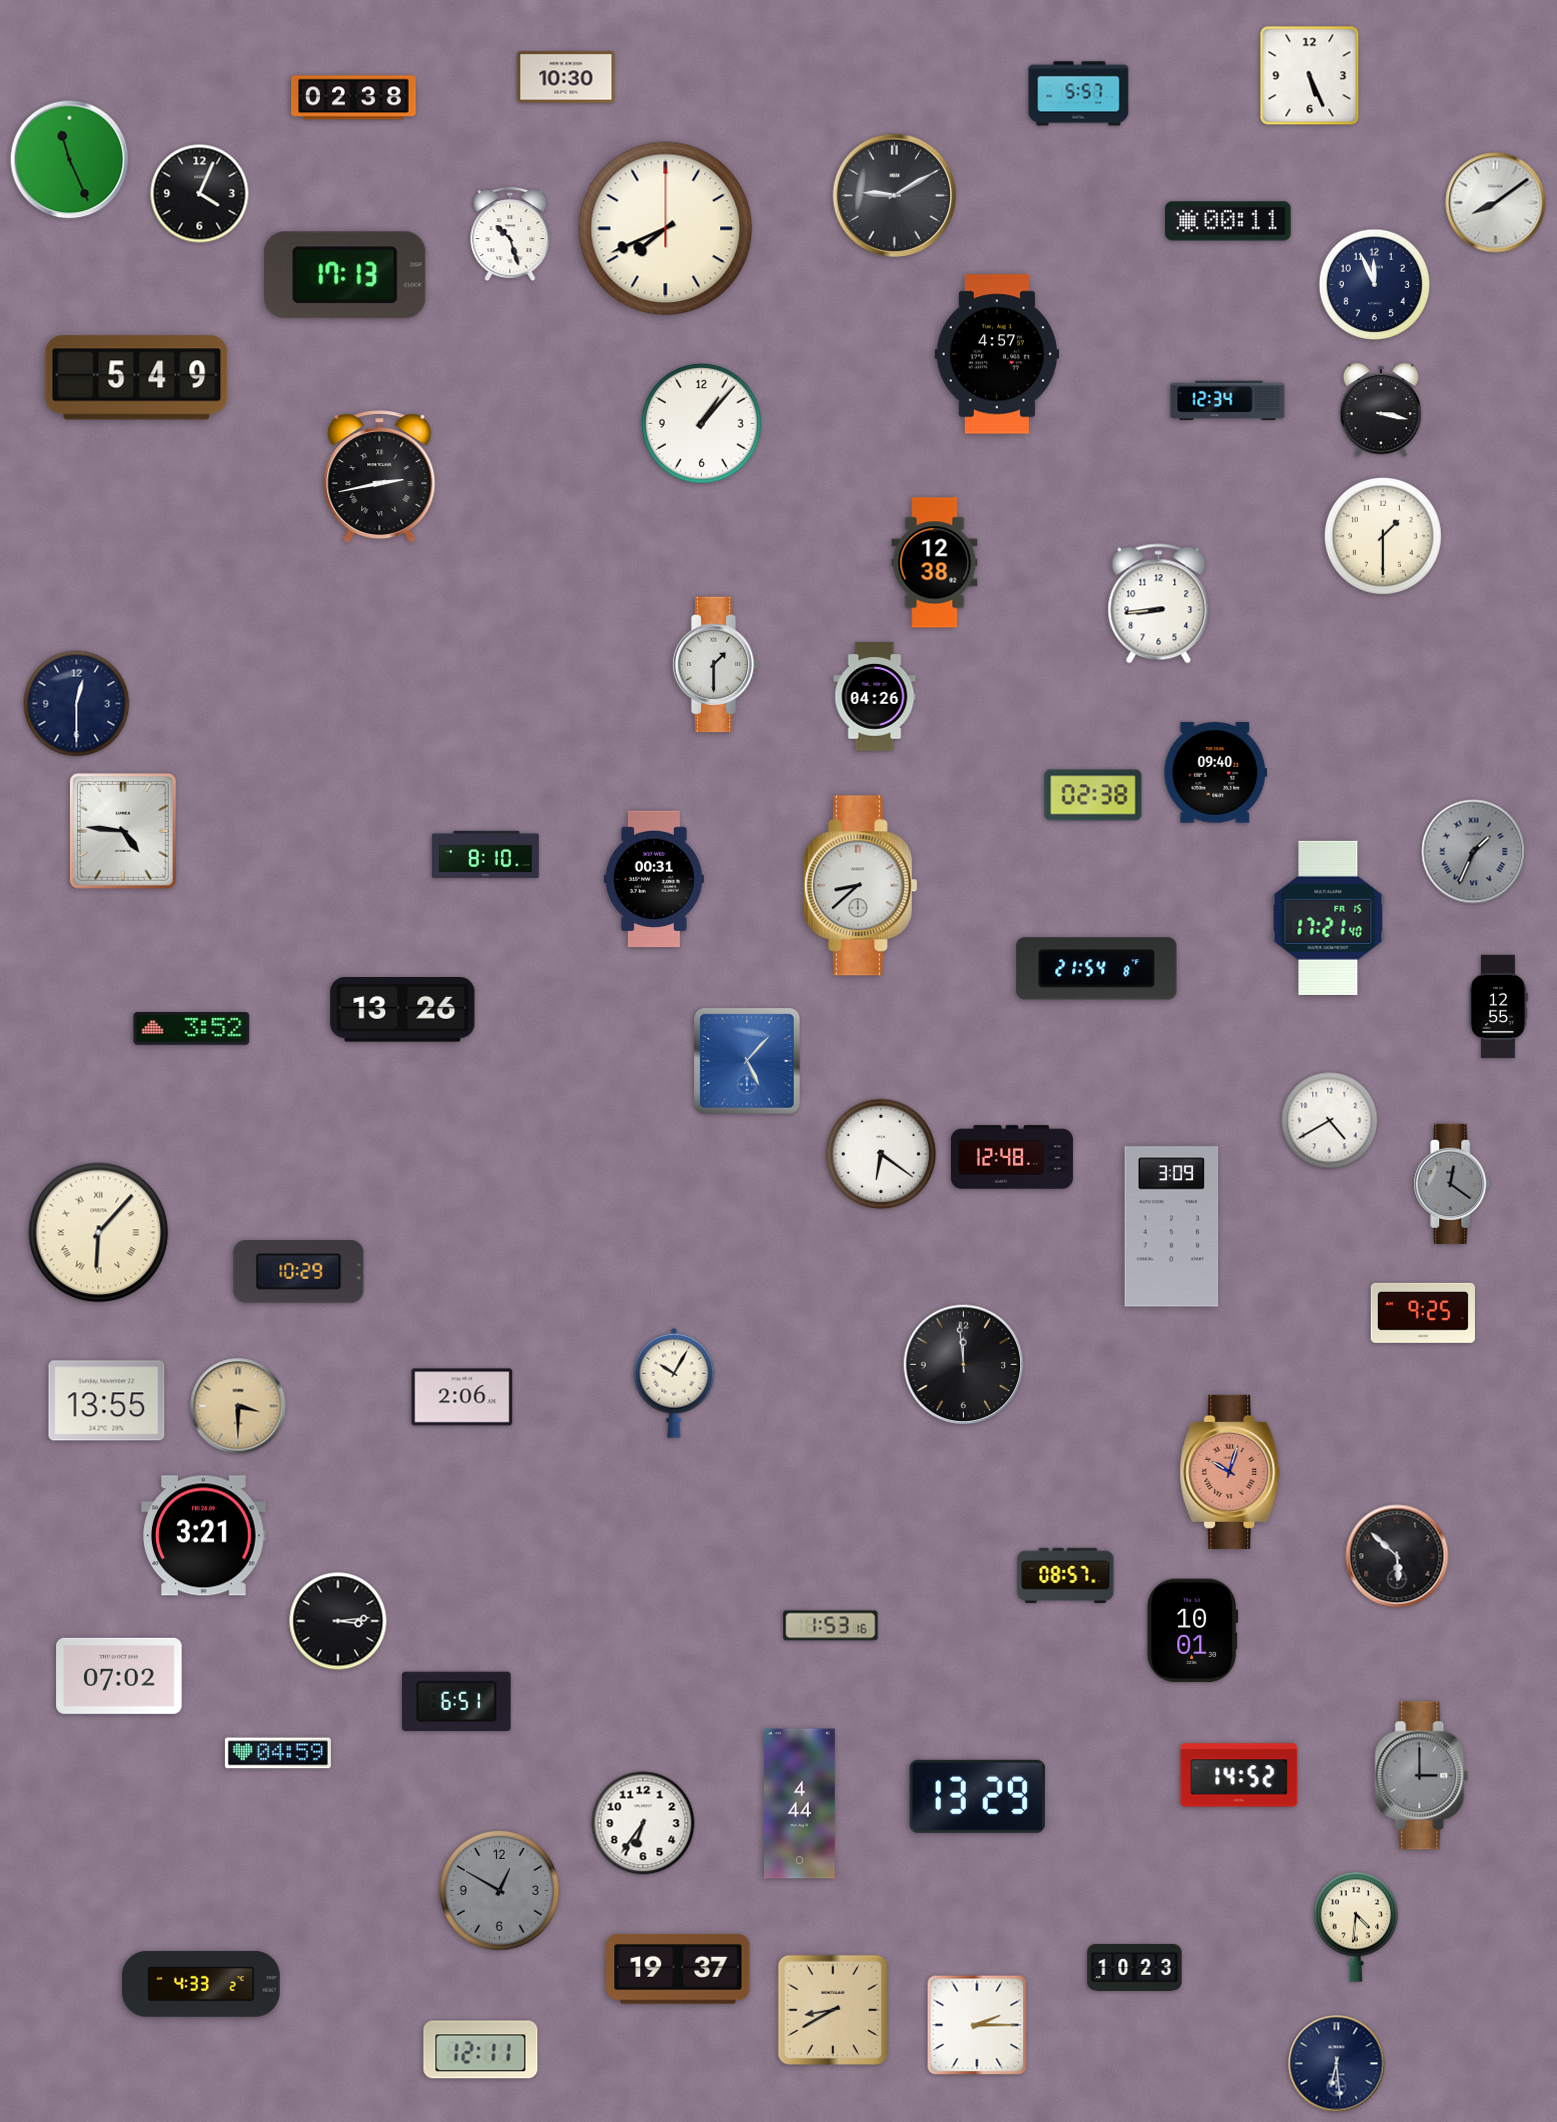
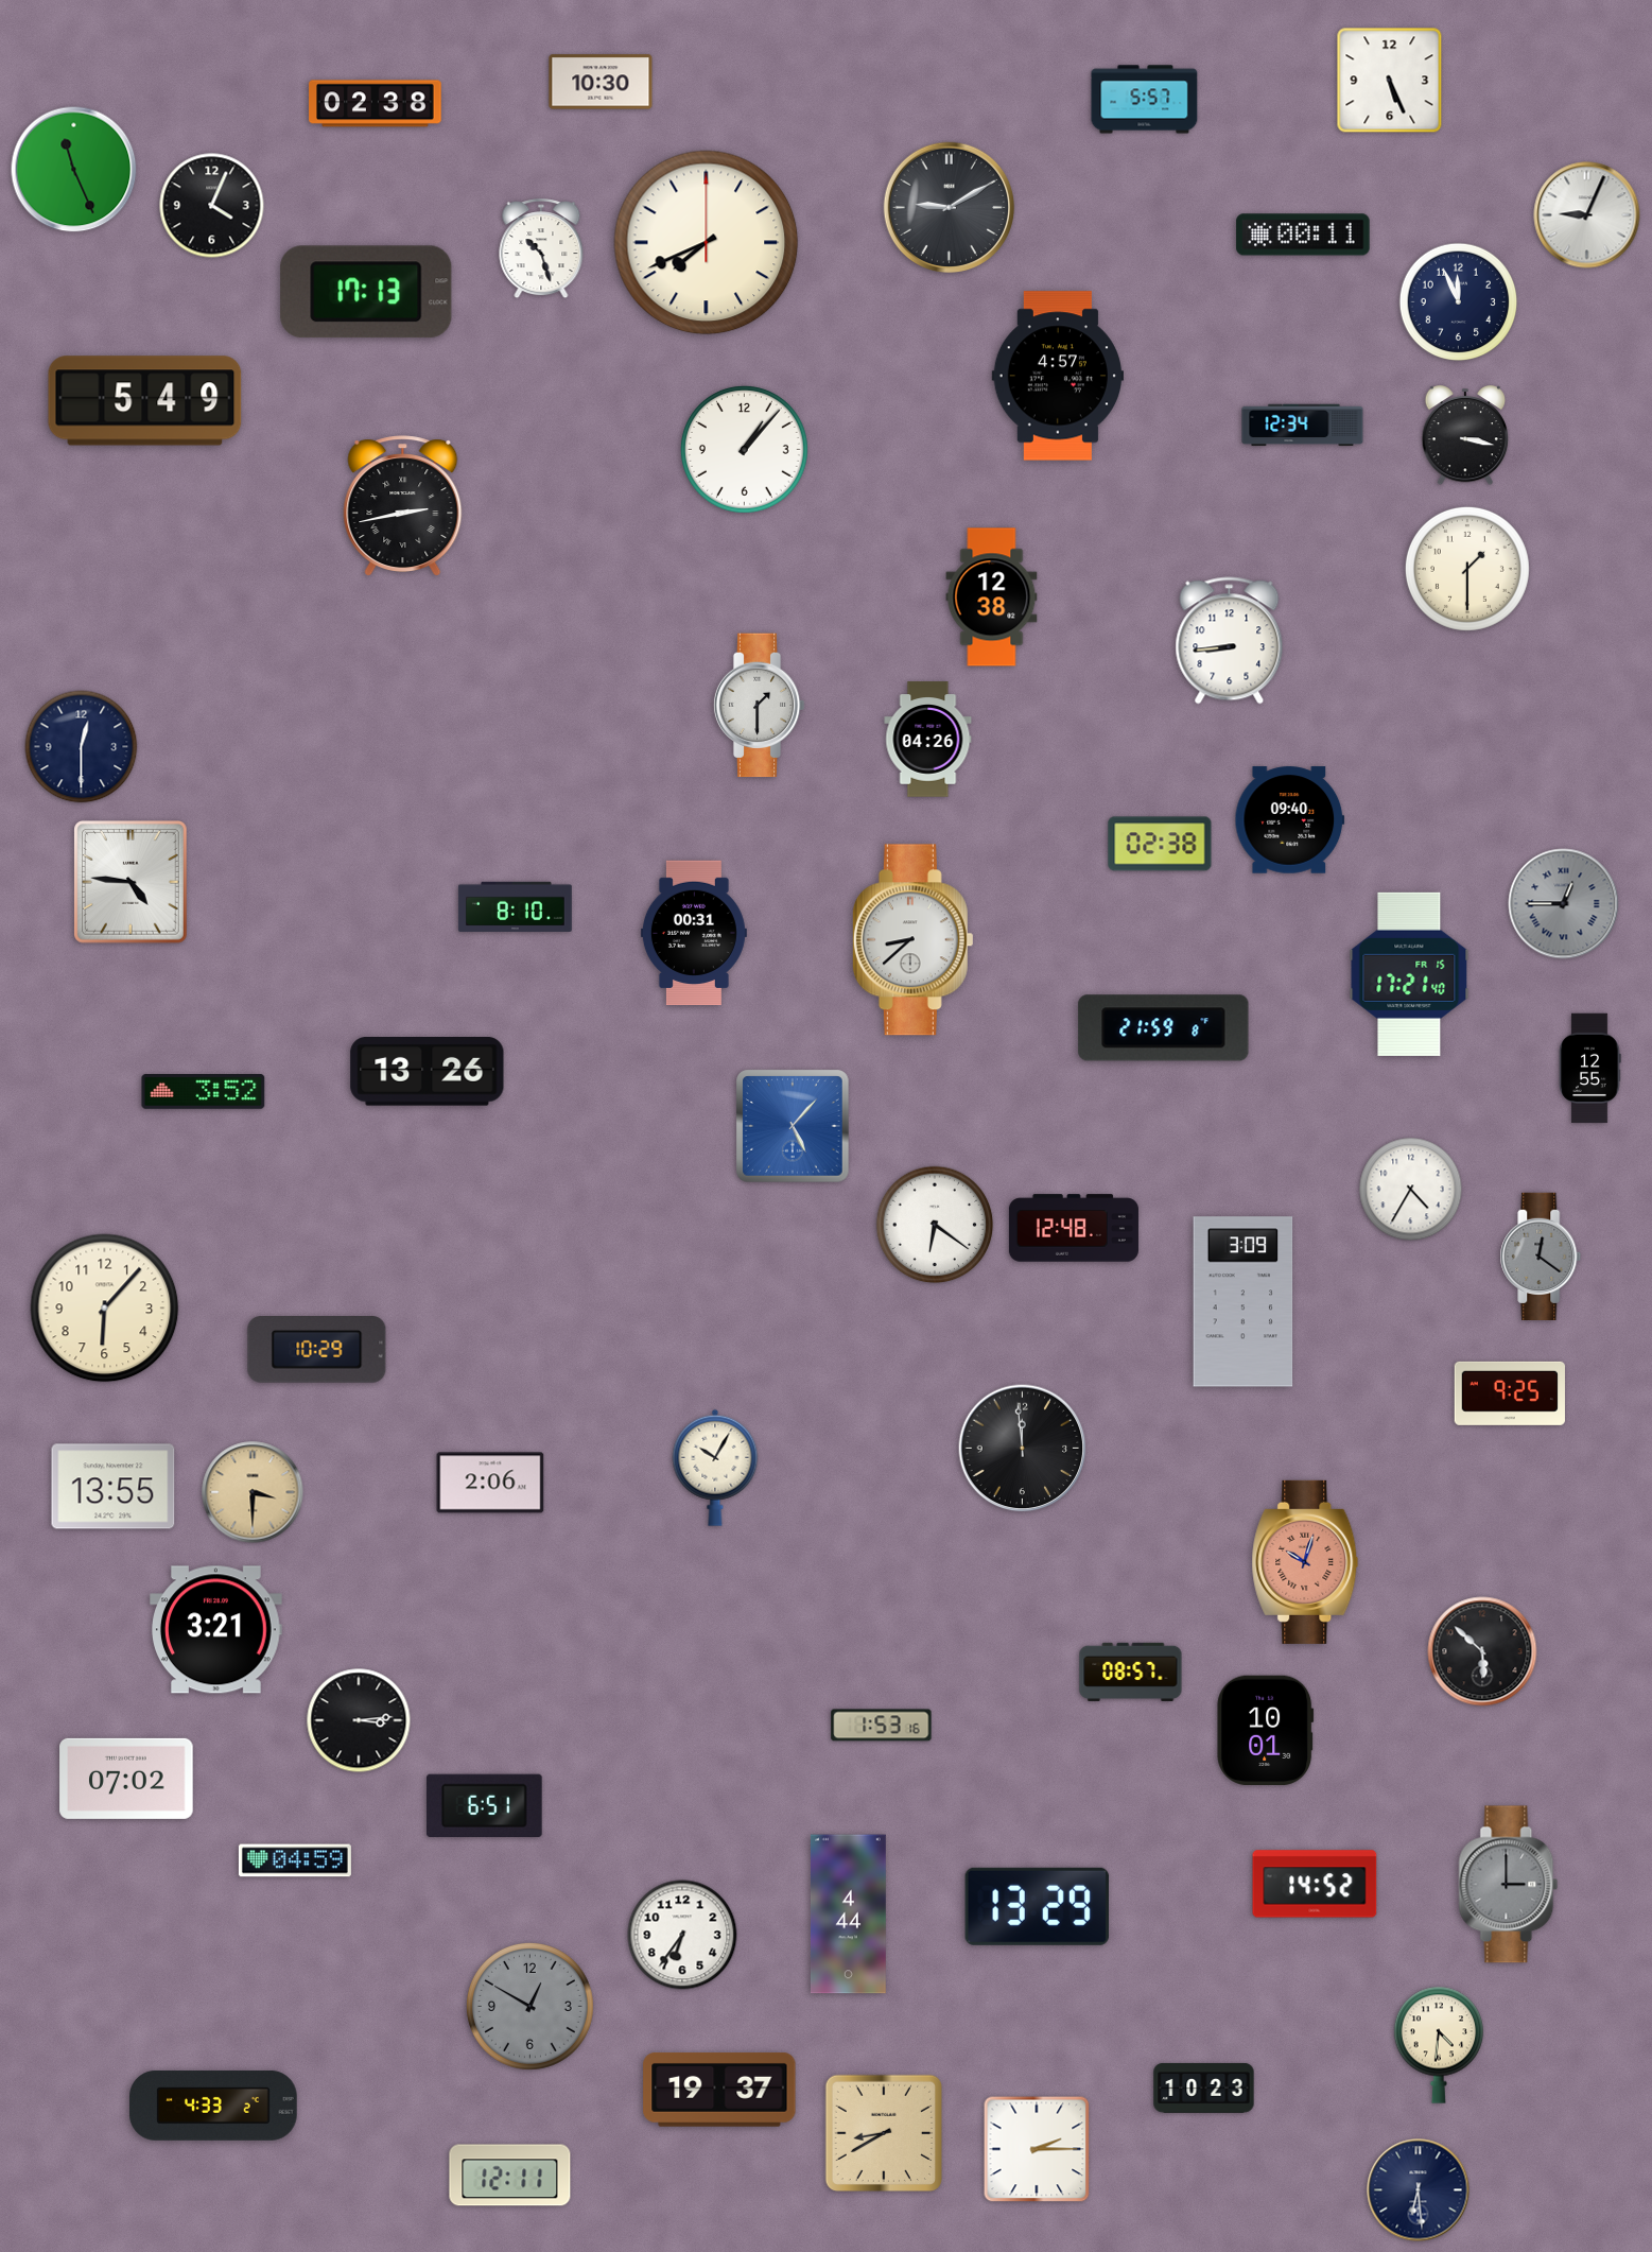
clock at (1496, 203): 8:09 -> 9:04
clock at (1474, 852): 1:34 -> 12:45
clock at (1097, 969): 21:54 -> 21:59
clock at (1330, 1121): 4:40 -> 4:35
clock at (99, 1233) numerals: Roman -> Arabic
